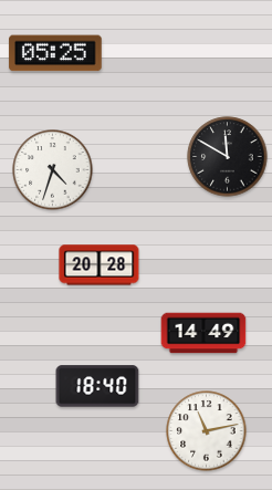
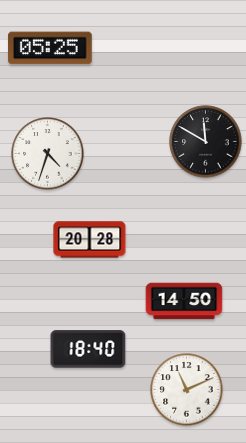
clock at (203, 333): 14:49 -> 14:50
clock at (207, 431): 11:13 -> 11:11
